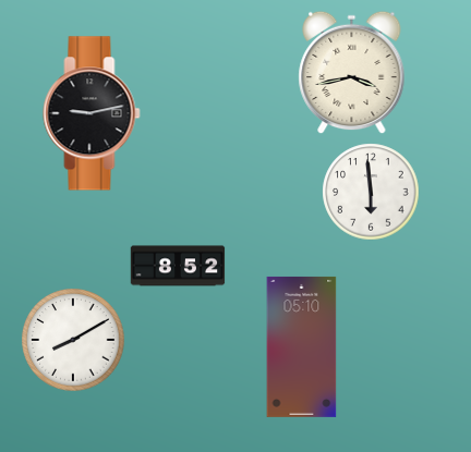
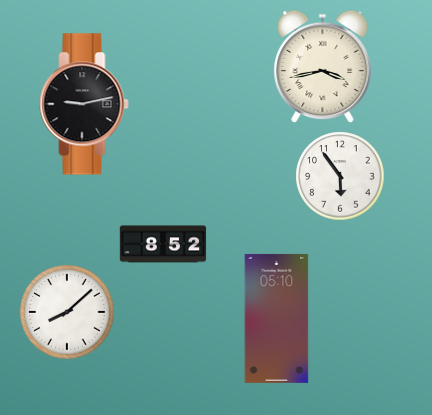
clock at (371, 192): 5:59 -> 5:54
clock at (73, 340): 8:10 -> 8:08
